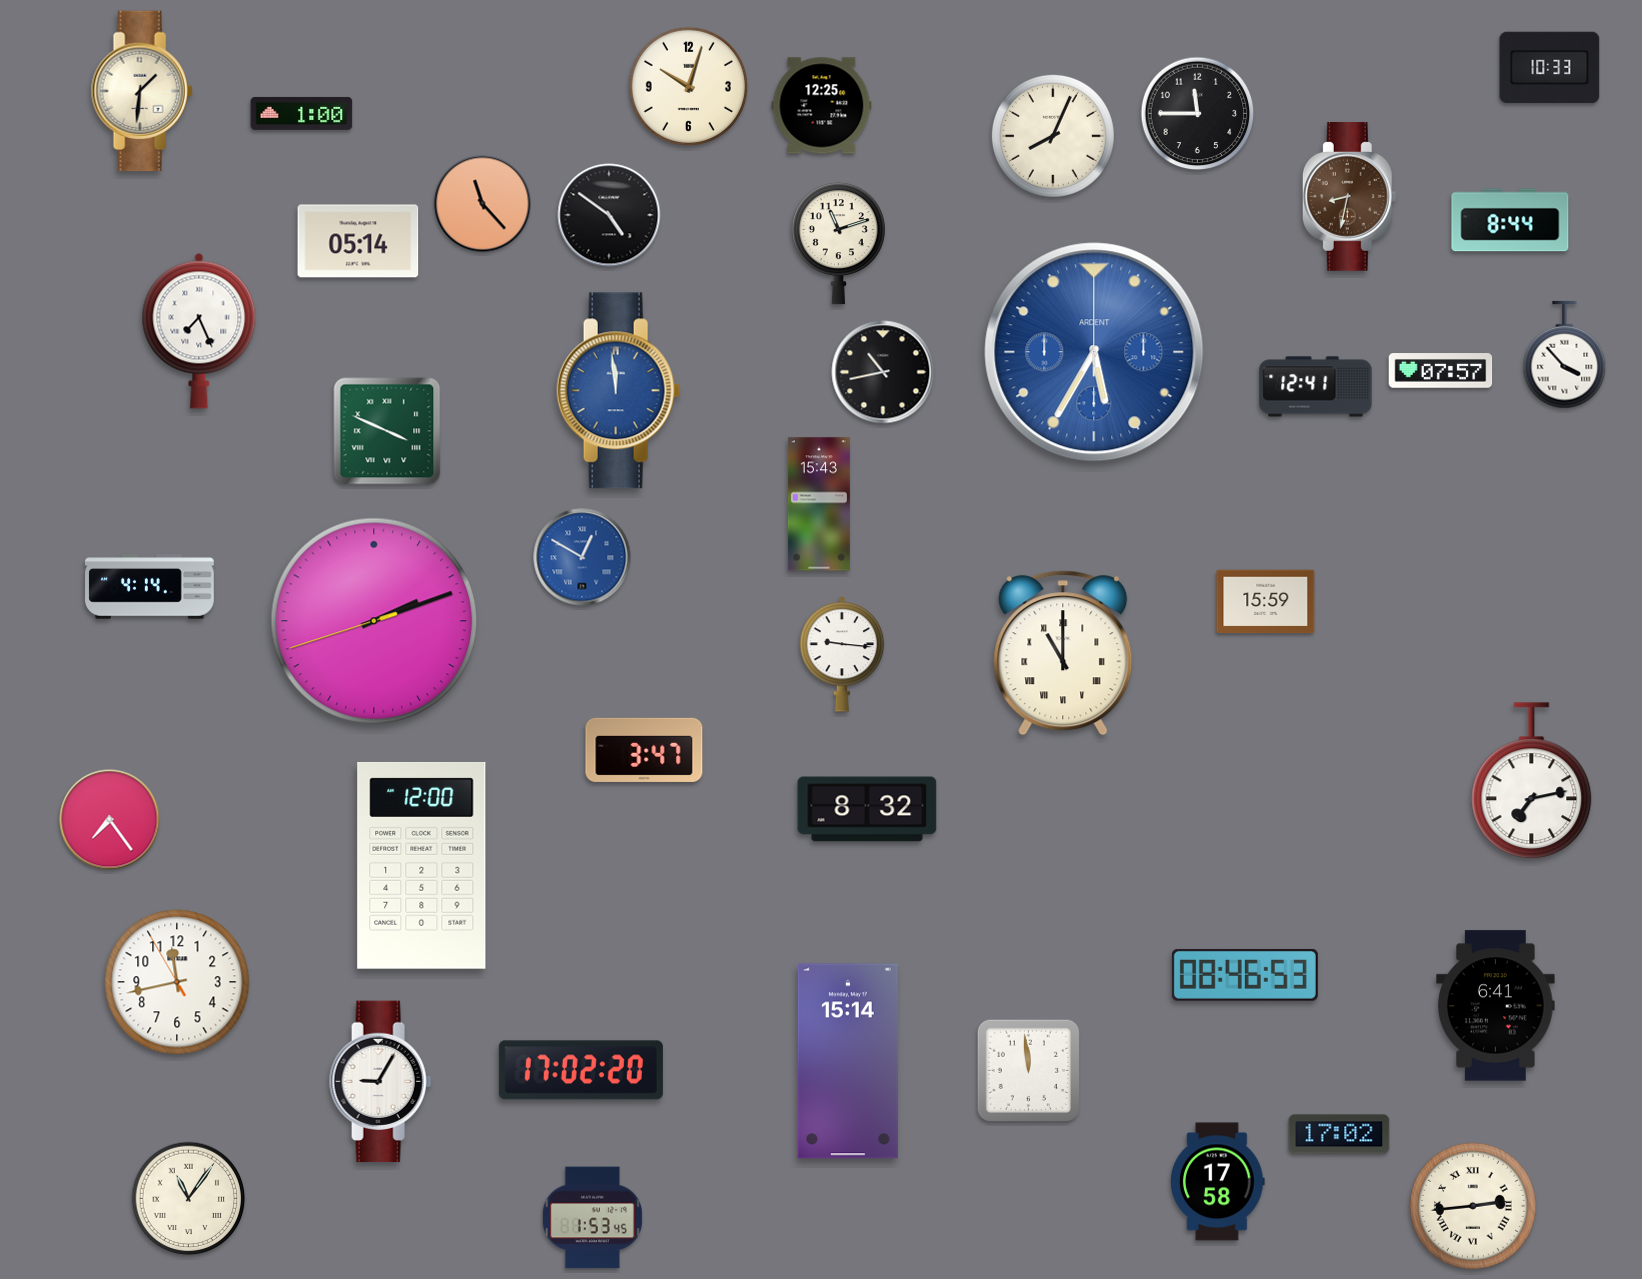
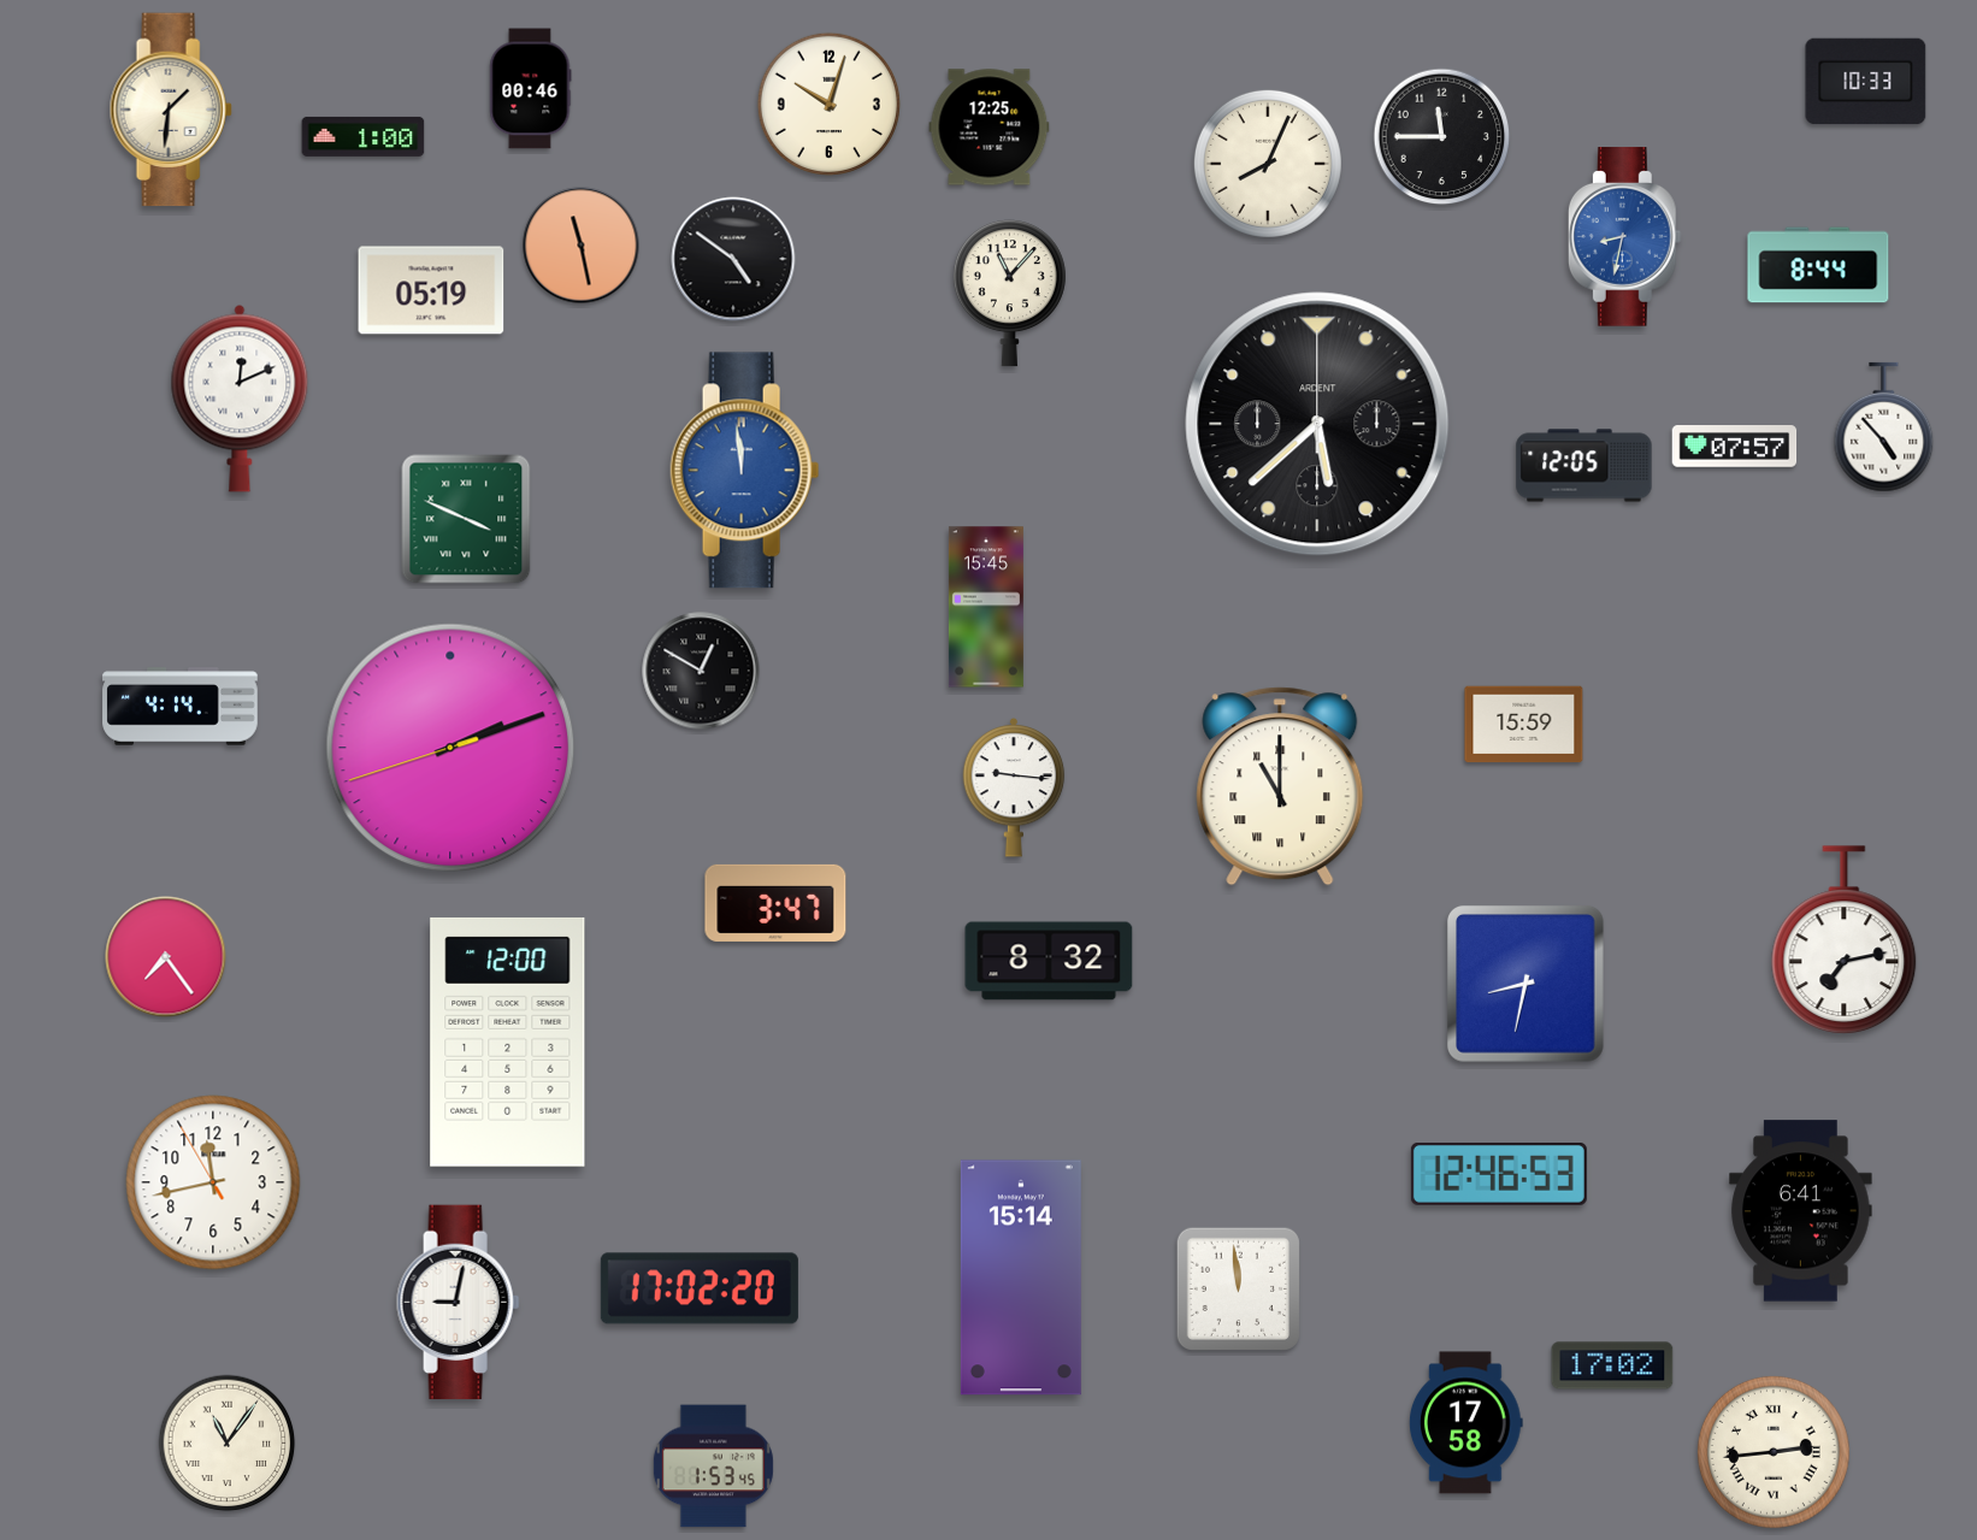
clock at (531, 89): none -> 00:46
clock at (1349, 197) dial: brown -> blue
clock at (483, 204): 11:23 -> 11:28
clock at (358, 241): 05:14 -> 05:19
clock at (838, 244): 11:12 -> 11:07
clock at (199, 331): 7:26 -> 12:11
clock at (1094, 352): 5:35 -> 5:38
clock at (1094, 352) dial: blue -> black
clock at (1565, 355): 3:53 -> 4:53
clock at (883, 372): 10:43 -> none
clock at (1316, 387): 12:41 -> 12:05
clock at (819, 504): 15:43 -> 15:45
clock at (582, 557) dial: blue -> black
clock at (867, 809) position: (867, 809) -> (1049, 961)
clock at (1525, 984): none -> 8:32
clock at (110, 820) position: (110, 820) -> (166, 957)
clock at (1245, 975): 08:46 -> 12:46
clock at (381, 1082): 9:05 -> 9:02
